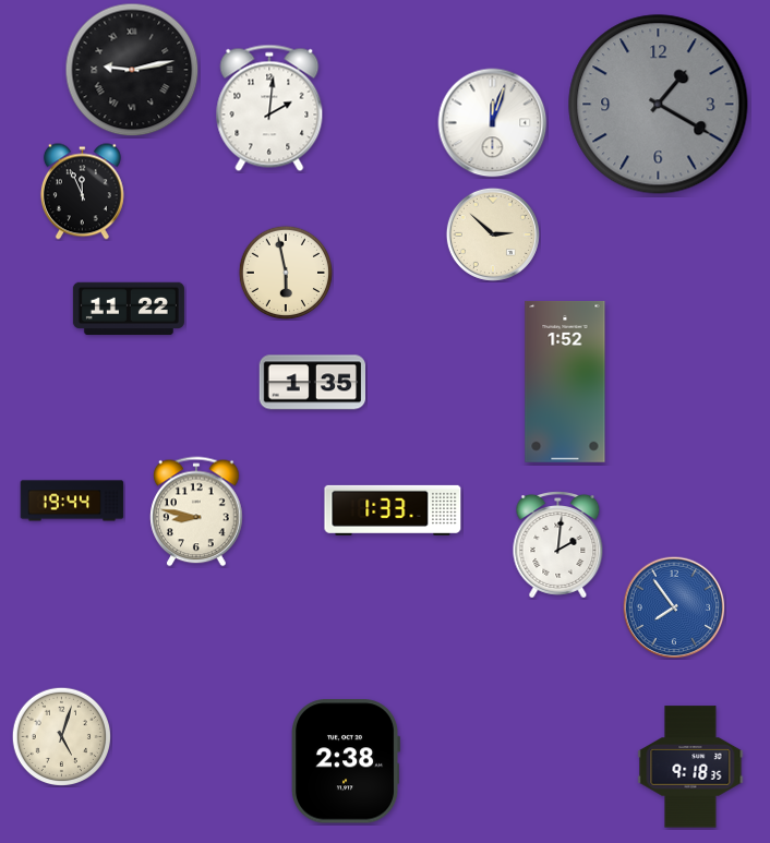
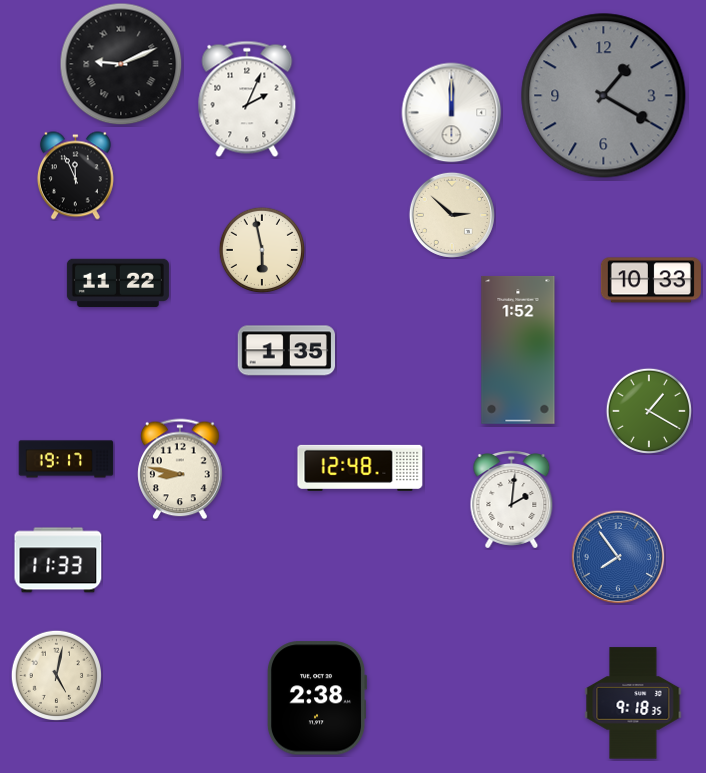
clock at (132, 70): 9:13 -> 9:11
clock at (269, 108): 2:01 -> 2:04
clock at (493, 123): 12:03 -> 12:00
clock at (651, 280): none -> 10:33
clock at (649, 411): none -> 1:20
clock at (72, 501): 19:44 -> 19:17
clock at (393, 510): 1:33 -> 12:48
clock at (58, 560): none -> 11:33
clock at (61, 736): 5:03 -> 5:02
